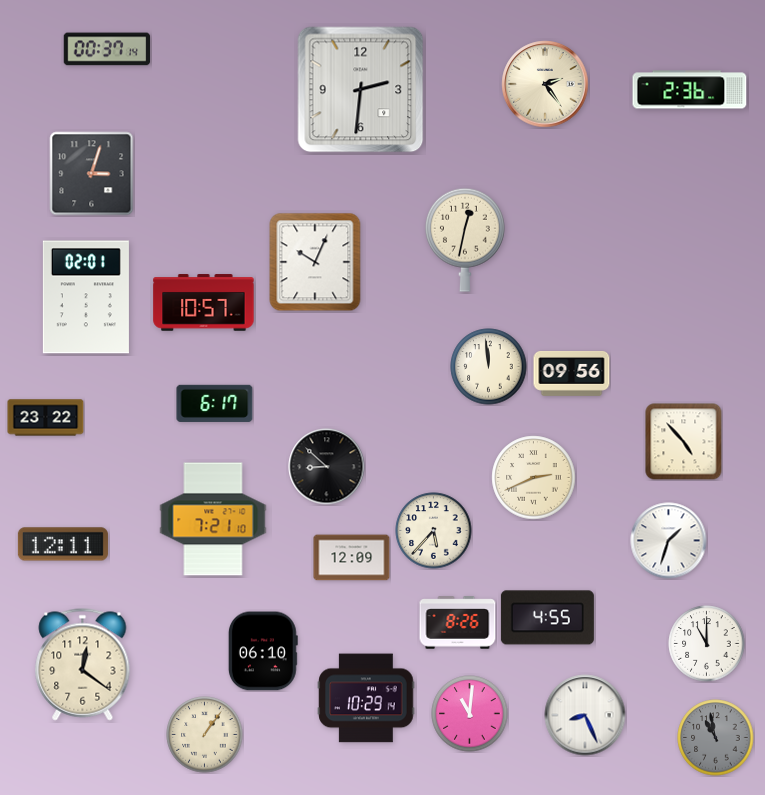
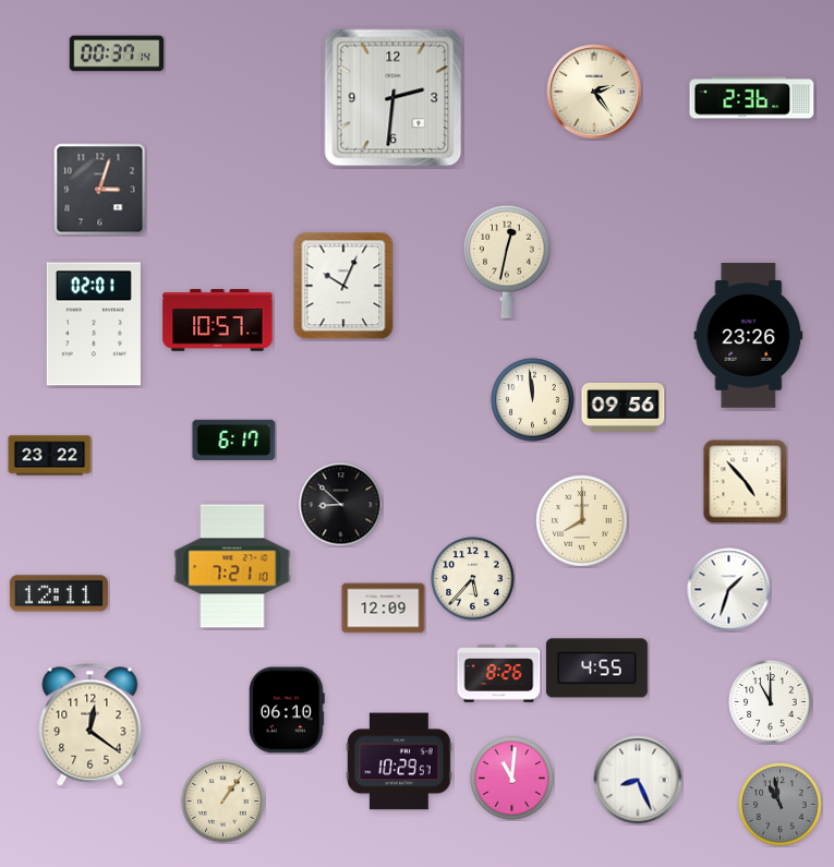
clock at (204, 303) position: (204, 303) -> (218, 321)
clock at (749, 336): none -> 23:26
clock at (327, 467) position: (327, 467) -> (341, 505)
clock at (534, 478): 2:41 -> 8:00
clock at (63, 544) position: (63, 544) -> (59, 593)
clock at (547, 618) position: (547, 618) -> (596, 669)
clock at (458, 623) position: (458, 623) -> (499, 674)
clock at (366, 698): 10:29:14 -> 10:29:57
